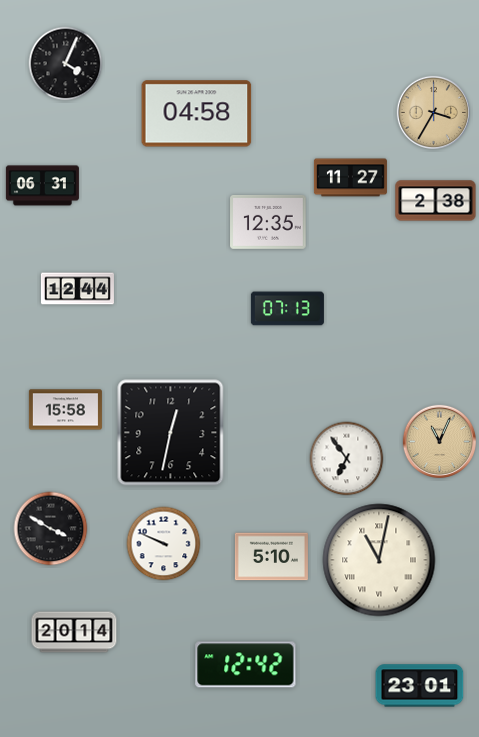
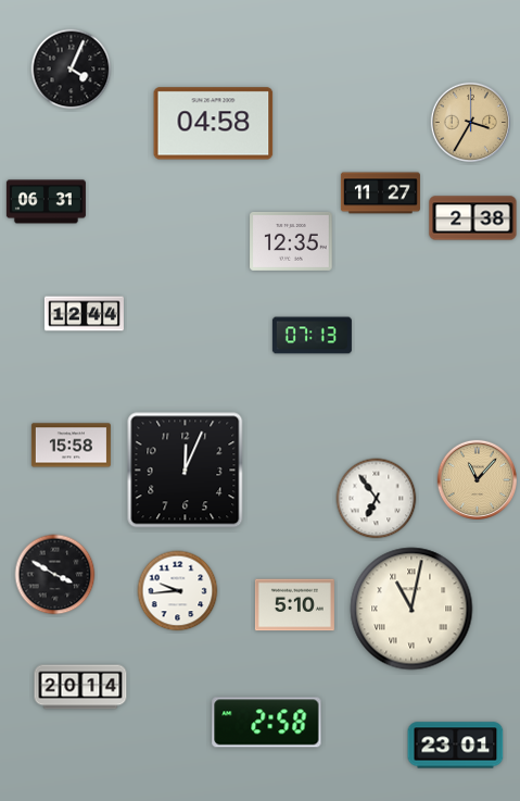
clock at (171, 433): 12:32 -> 12:04
clock at (439, 441): 11:04 -> 11:07
clock at (164, 544): 9:49 -> 9:44
clock at (246, 665): 12:42 -> 2:58
